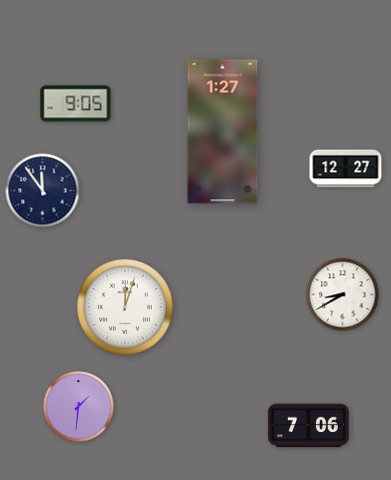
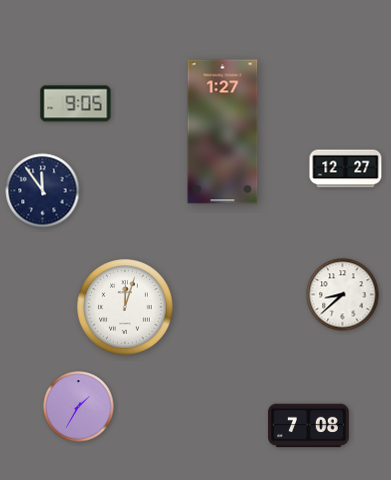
clock at (343, 295): 8:40 -> 8:38
clock at (79, 407): 1:31 -> 1:35
clock at (309, 426): 7:06 -> 7:08
